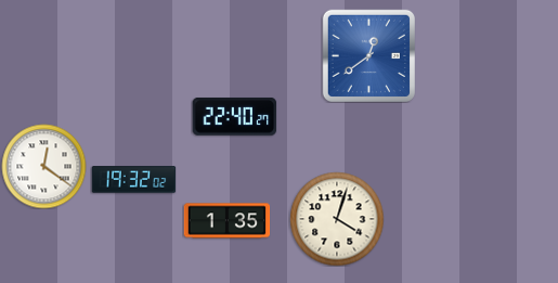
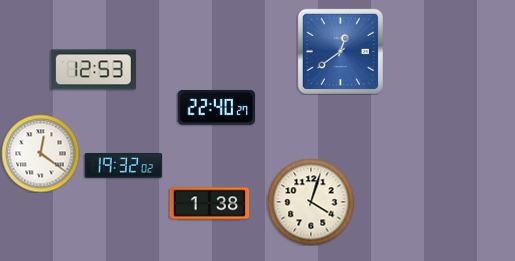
clock at (93, 70): none -> 12:53
clock at (226, 221): 1:35 -> 1:38
